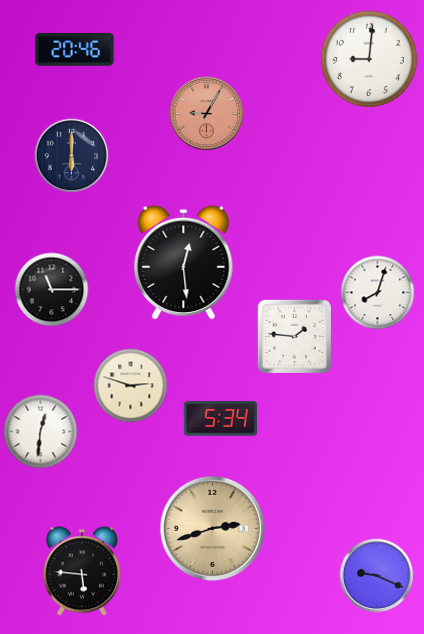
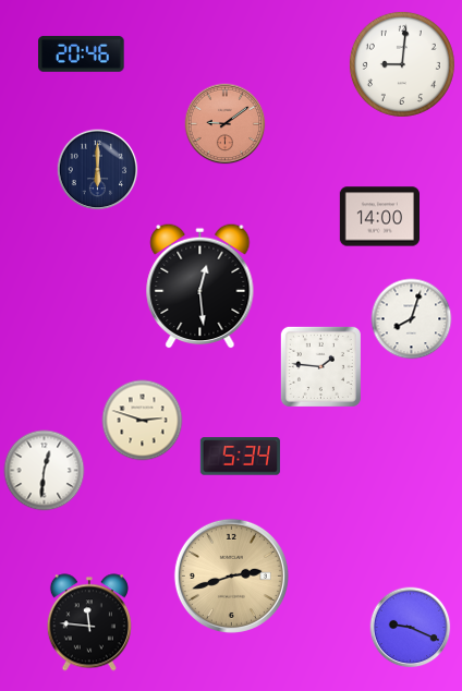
clock at (207, 114): 9:05 -> 9:09
clock at (72, 156) position: (72, 156) -> (98, 170)
clock at (379, 217): none -> 14:00
clock at (52, 290): 11:15 -> none
clock at (82, 571): 5:46 -> 11:46
